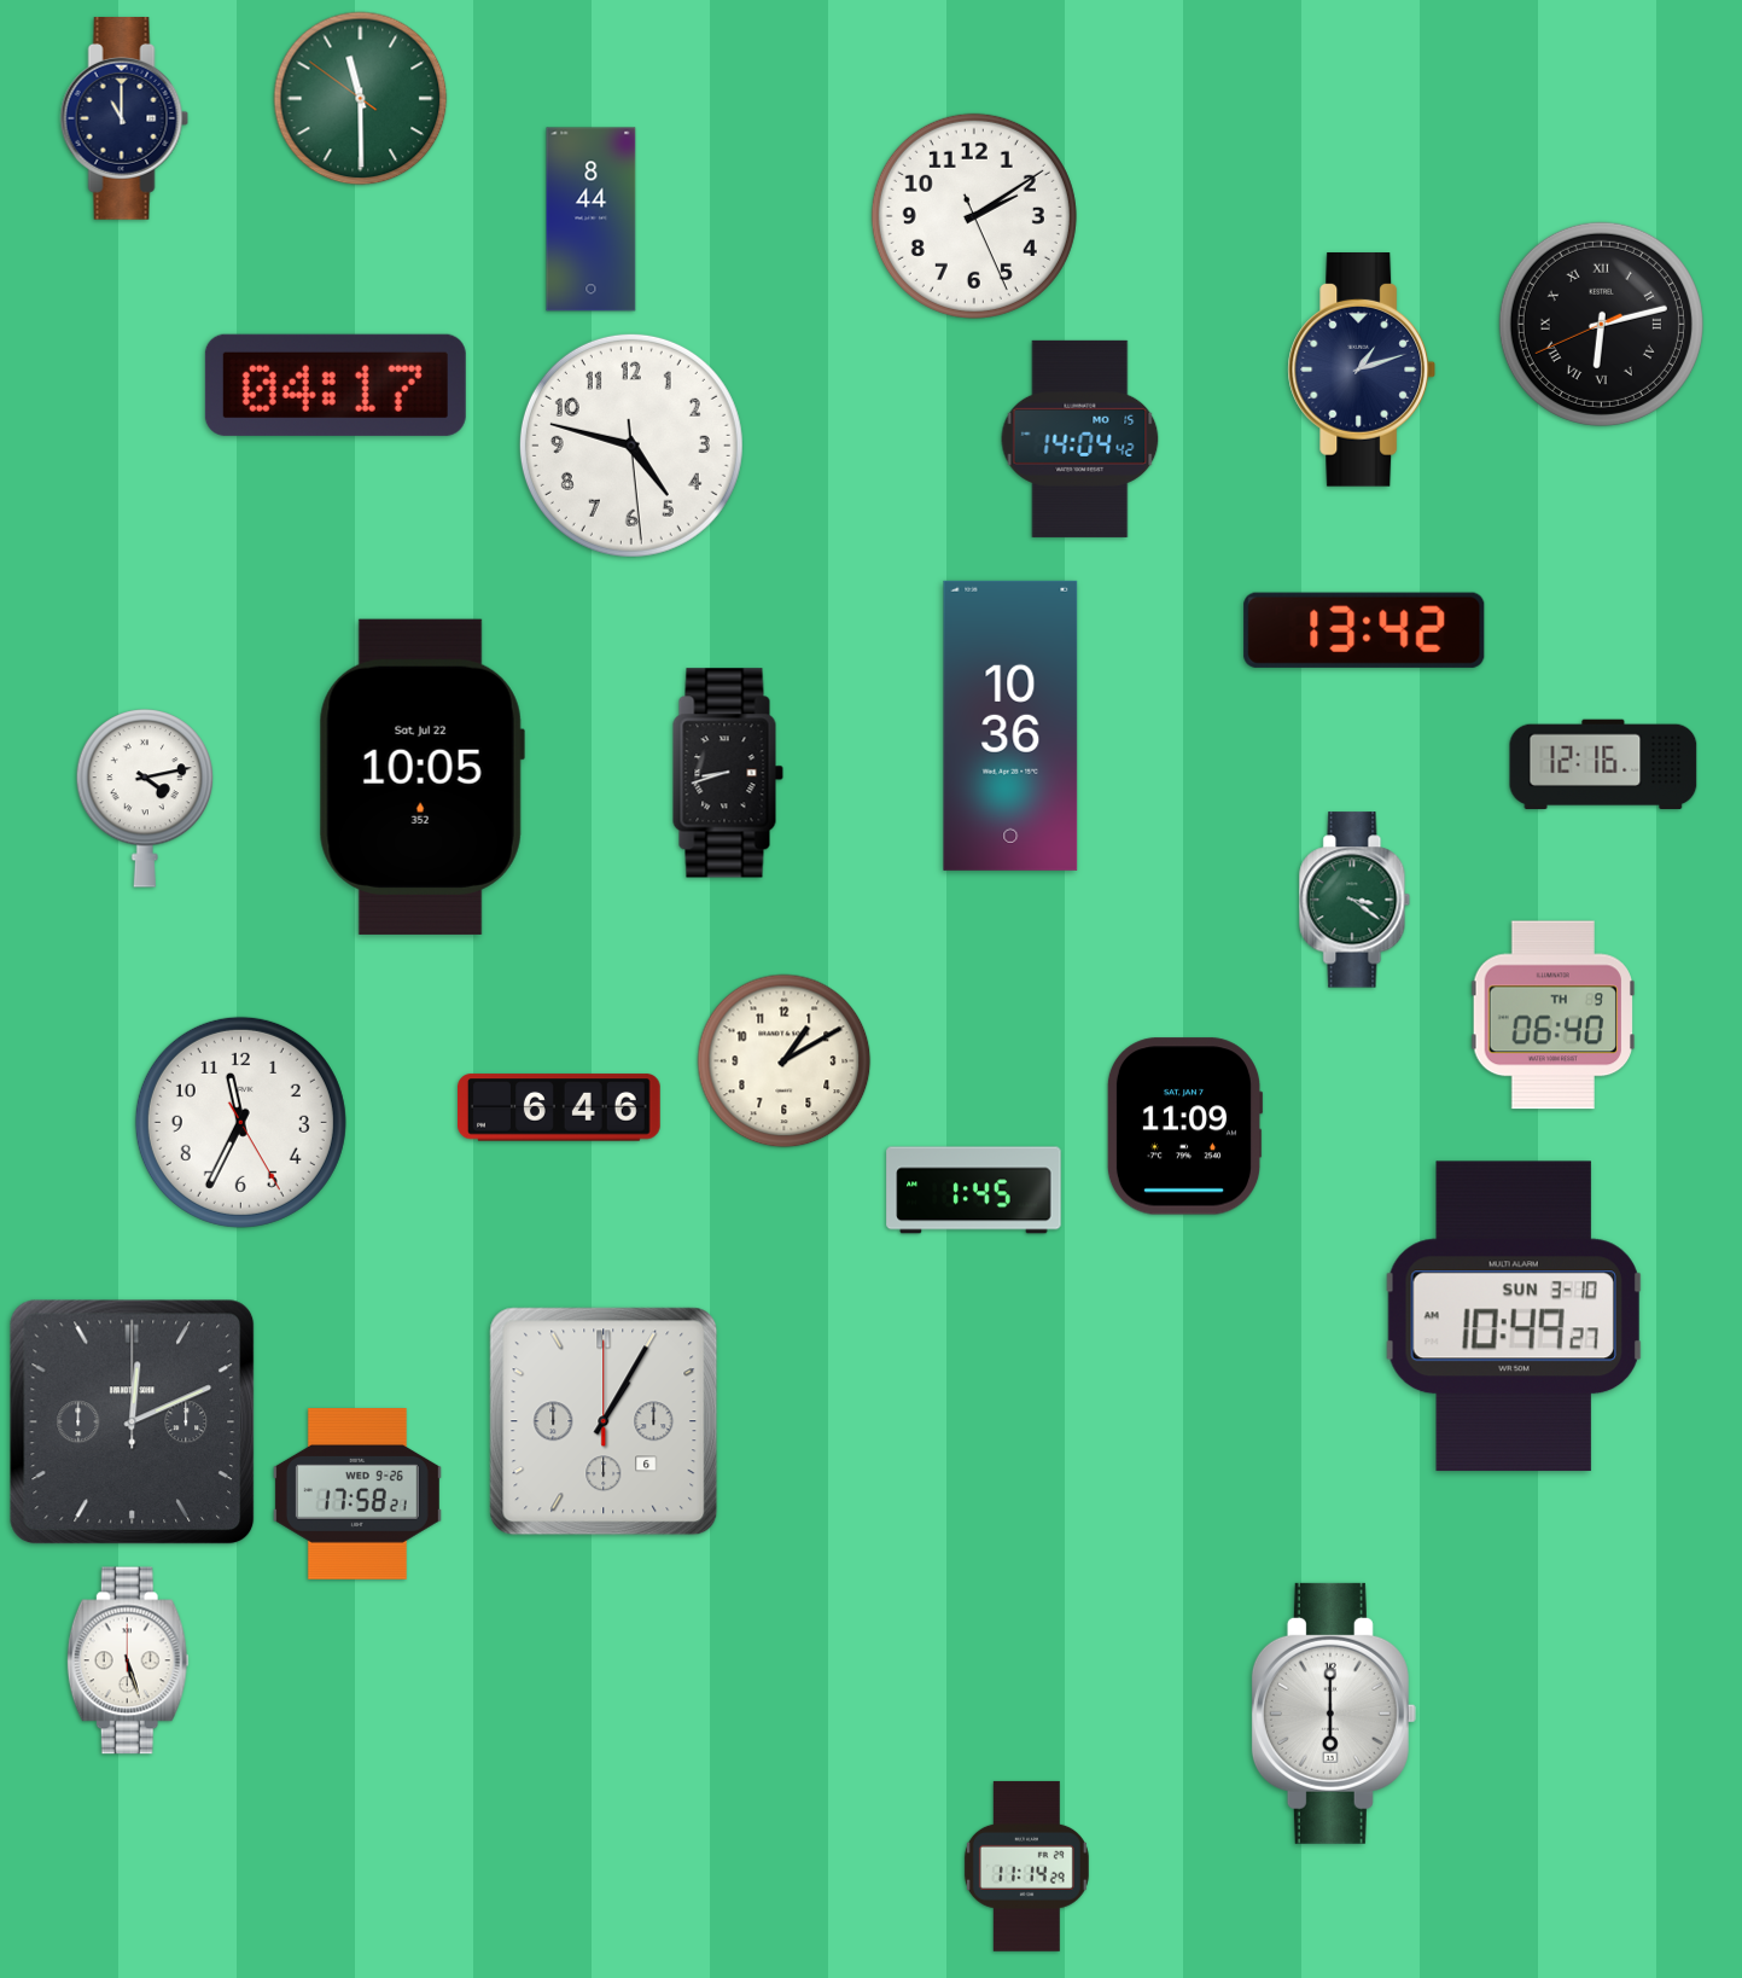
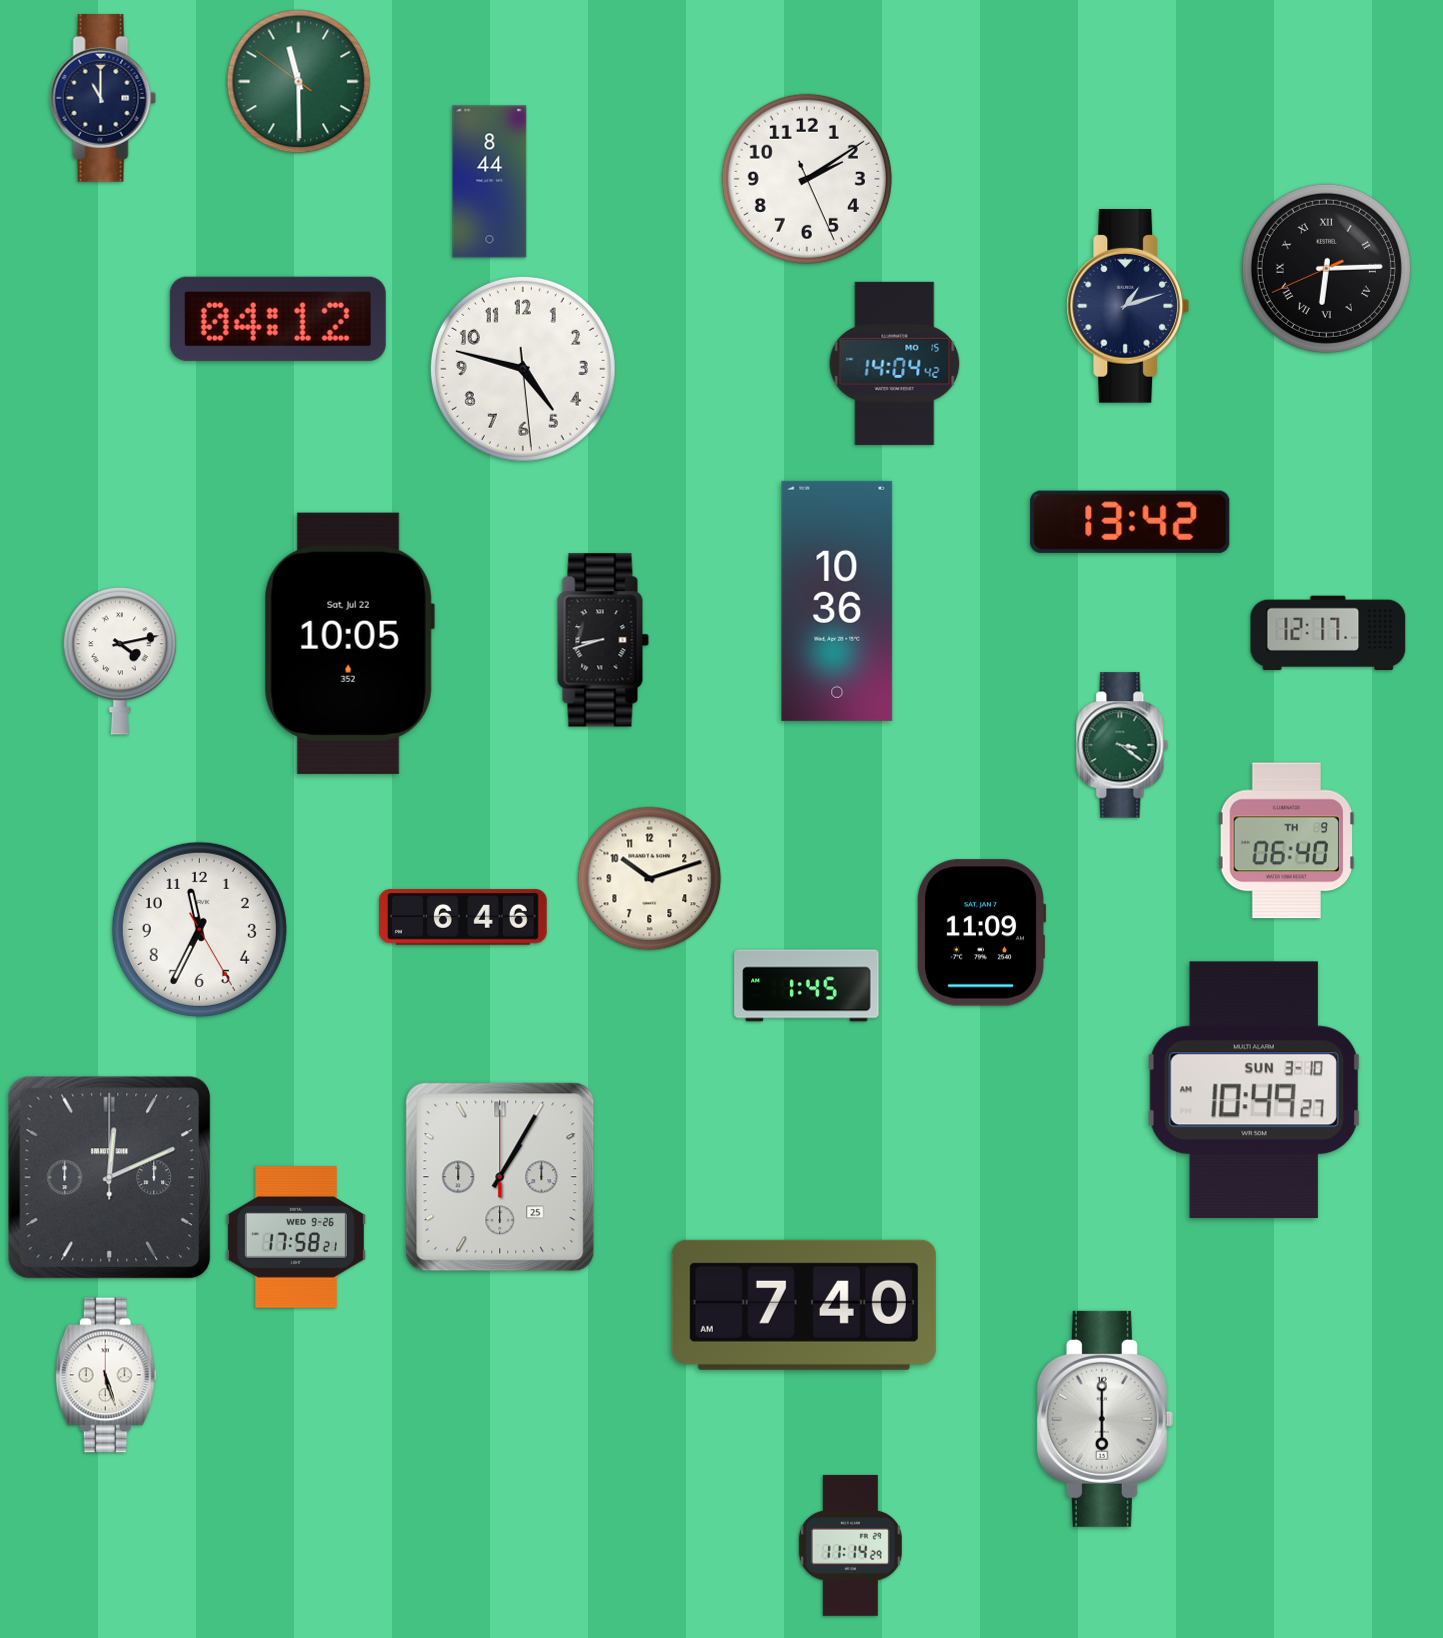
clock at (1601, 324): 6:12 -> 6:14
clock at (336, 385): 04:17 -> 04:12
clock at (1603, 764): 12:16 -> 12:17
clock at (785, 1061): 1:10 -> 10:12
clock at (604, 1421) date: 6 -> 25
clock at (804, 1305): none -> 7:40
